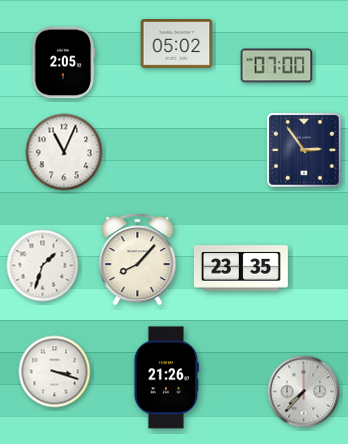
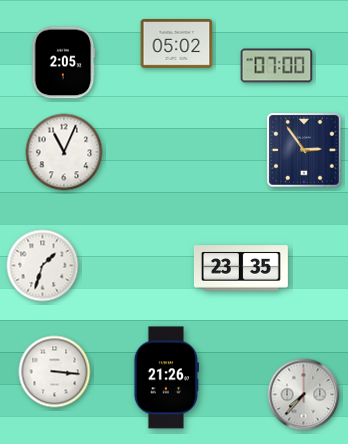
clock at (138, 260): 8:07 -> none
clock at (55, 372): 3:18 -> 3:16
clock at (304, 392) position: (304, 392) -> (304, 395)
